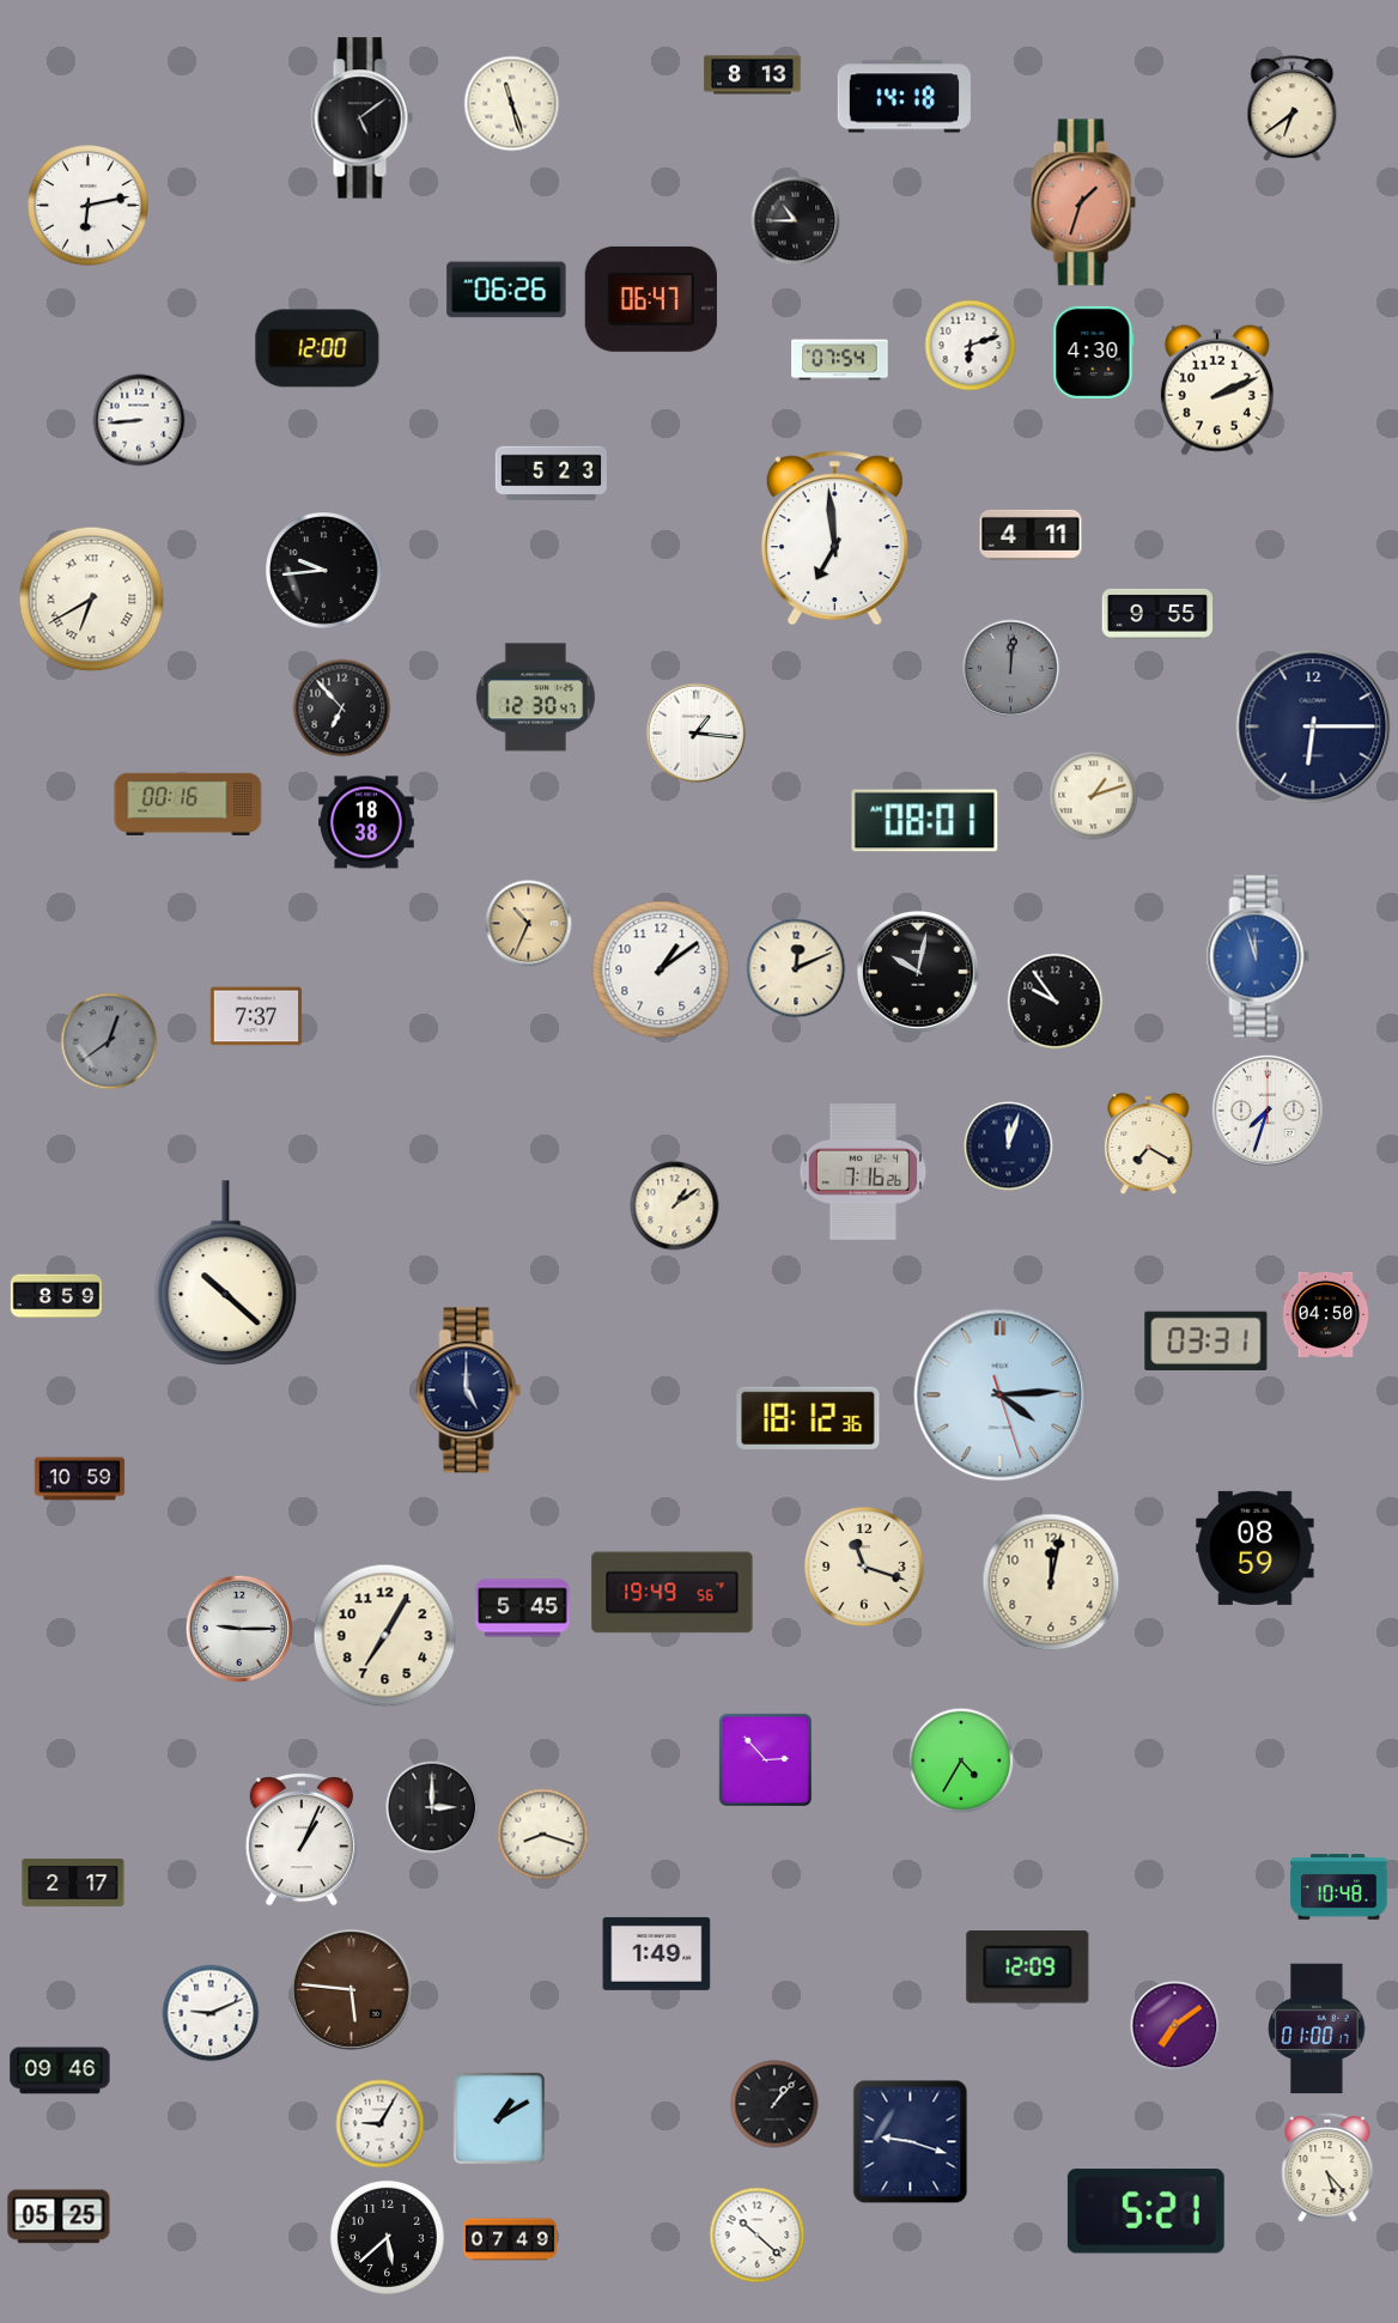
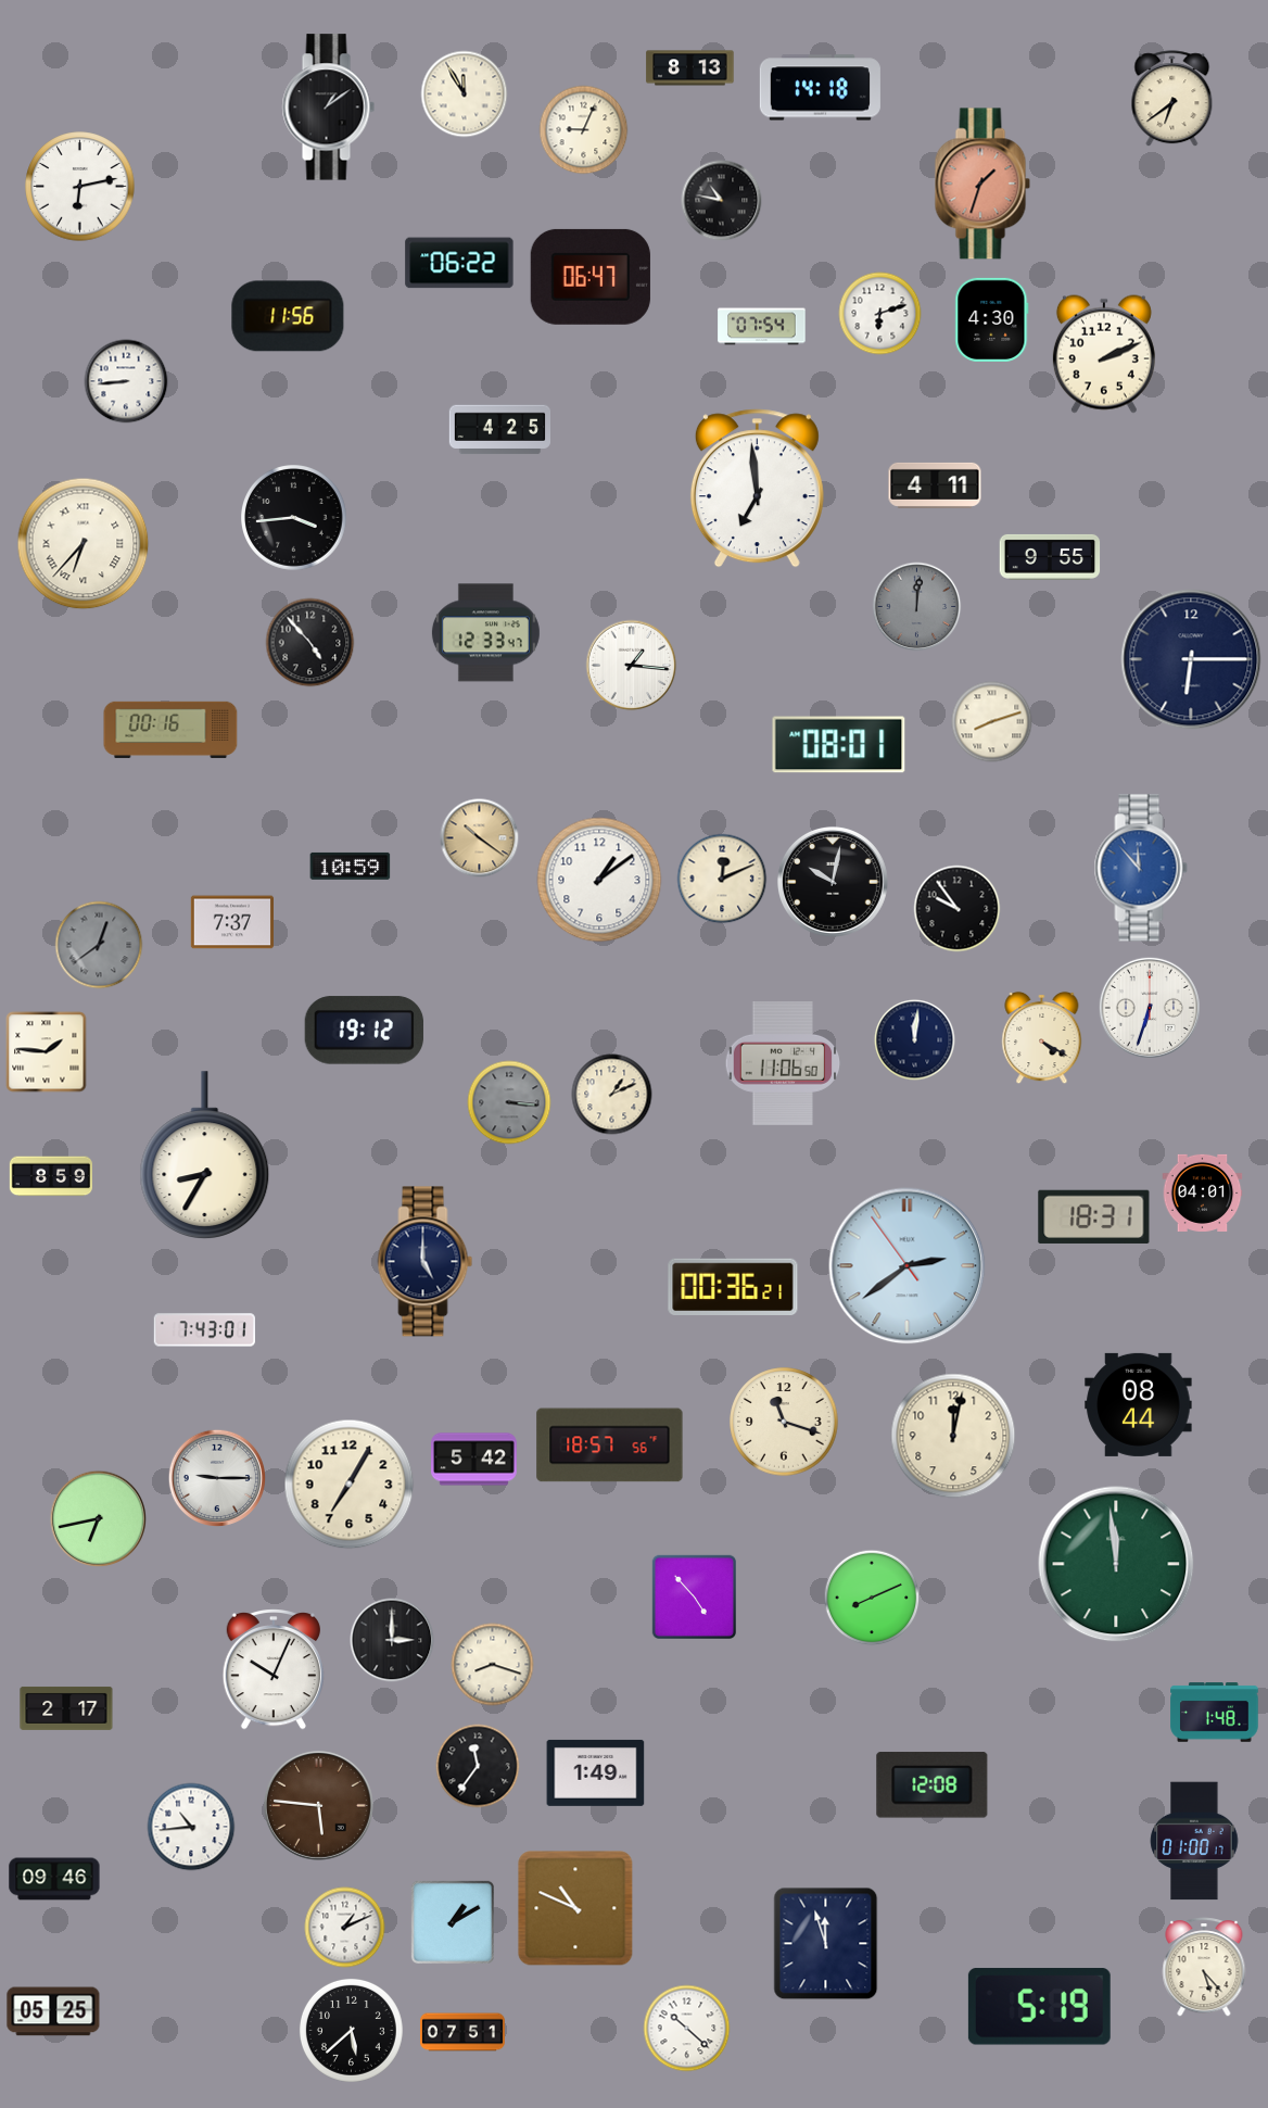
clock at (753, 75) position: (753, 75) -> (690, 68)
clock at (512, 104): 11:27 -> 11:55
clock at (361, 118): 5:09 -> 1:09
clock at (584, 130): none -> 9:04
clock at (796, 221): 10:45 -> 10:47
clock at (506, 290): 06:26 -> 06:22
clock at (651, 299) position: (651, 299) -> (591, 277)
clock at (317, 348): 12:00 -> 11:56
clock at (551, 474): 5:23 -> 4:25
clock at (324, 571): 9:44 -> 3:44
clock at (92, 600): 6:40 -> 6:37
clock at (535, 698): 12:30 -> 12:33
clock at (342, 709): 6:53 -> 4:53
clock at (1094, 796): 1:12 -> 8:12
clock at (366, 822): 18:38 -> none
clock at (529, 924): 10:34 -> 10:21
clock at (351, 866): none -> 10:59
clock at (1258, 956): 11:57 -> 11:53
clock at (1268, 1111): 7:33 -> 6:33
clock at (364, 1031): none -> 19:12
clock at (1149, 1144): 7:20 -> 4:20
clock at (1009, 1147): 12:03 -> 12:01
clock at (47, 1052): none -> 1:46
clock at (863, 1173): 7:16 -> 11:06
clock at (675, 1206): 1:09 -> 1:11
clock at (509, 1102): none -> 3:16
clock at (226, 1272): 10:22 -> 8:35
clock at (1326, 1314): 04:50 -> 04:01
clock at (1206, 1340): 03:31 -> 18:31
clock at (1001, 1395): 4:14 -> 2:38
clock at (808, 1417): 18:12 -> 00:36
clock at (204, 1330): none -> 7:43
clock at (80, 1479): 10:59 -> none
clock at (1256, 1547): 08:59 -> 08:44
clock at (673, 1593): 19:49 -> 18:57
clock at (523, 1609): 5:45 -> 5:42
clock at (99, 1519): none -> 6:43
clock at (1116, 1564): none -> 11:59
clock at (765, 1759): 2:53 -> 4:53
clock at (961, 1761): 4:35 -> 8:11
clock at (300, 1839): 1:04 -> 10:04
clock at (1339, 1887): 10:48 -> 1:48
clock at (478, 1766): none -> 11:36
clock at (1028, 1968): 12:09 -> 12:08
clock at (211, 2013): 9:11 -> 10:44
clock at (1175, 2026): 7:09 -> none
clock at (575, 1908): none -> 10:49
clock at (774, 2104): 1:07 -> none
clock at (381, 2124): 9:05 -> 1:11
clock at (911, 2142): 9:18 -> 11:57
clock at (1145, 2212): 5:21 -> 5:19
clock at (510, 2239): 07:49 -> 07:51
